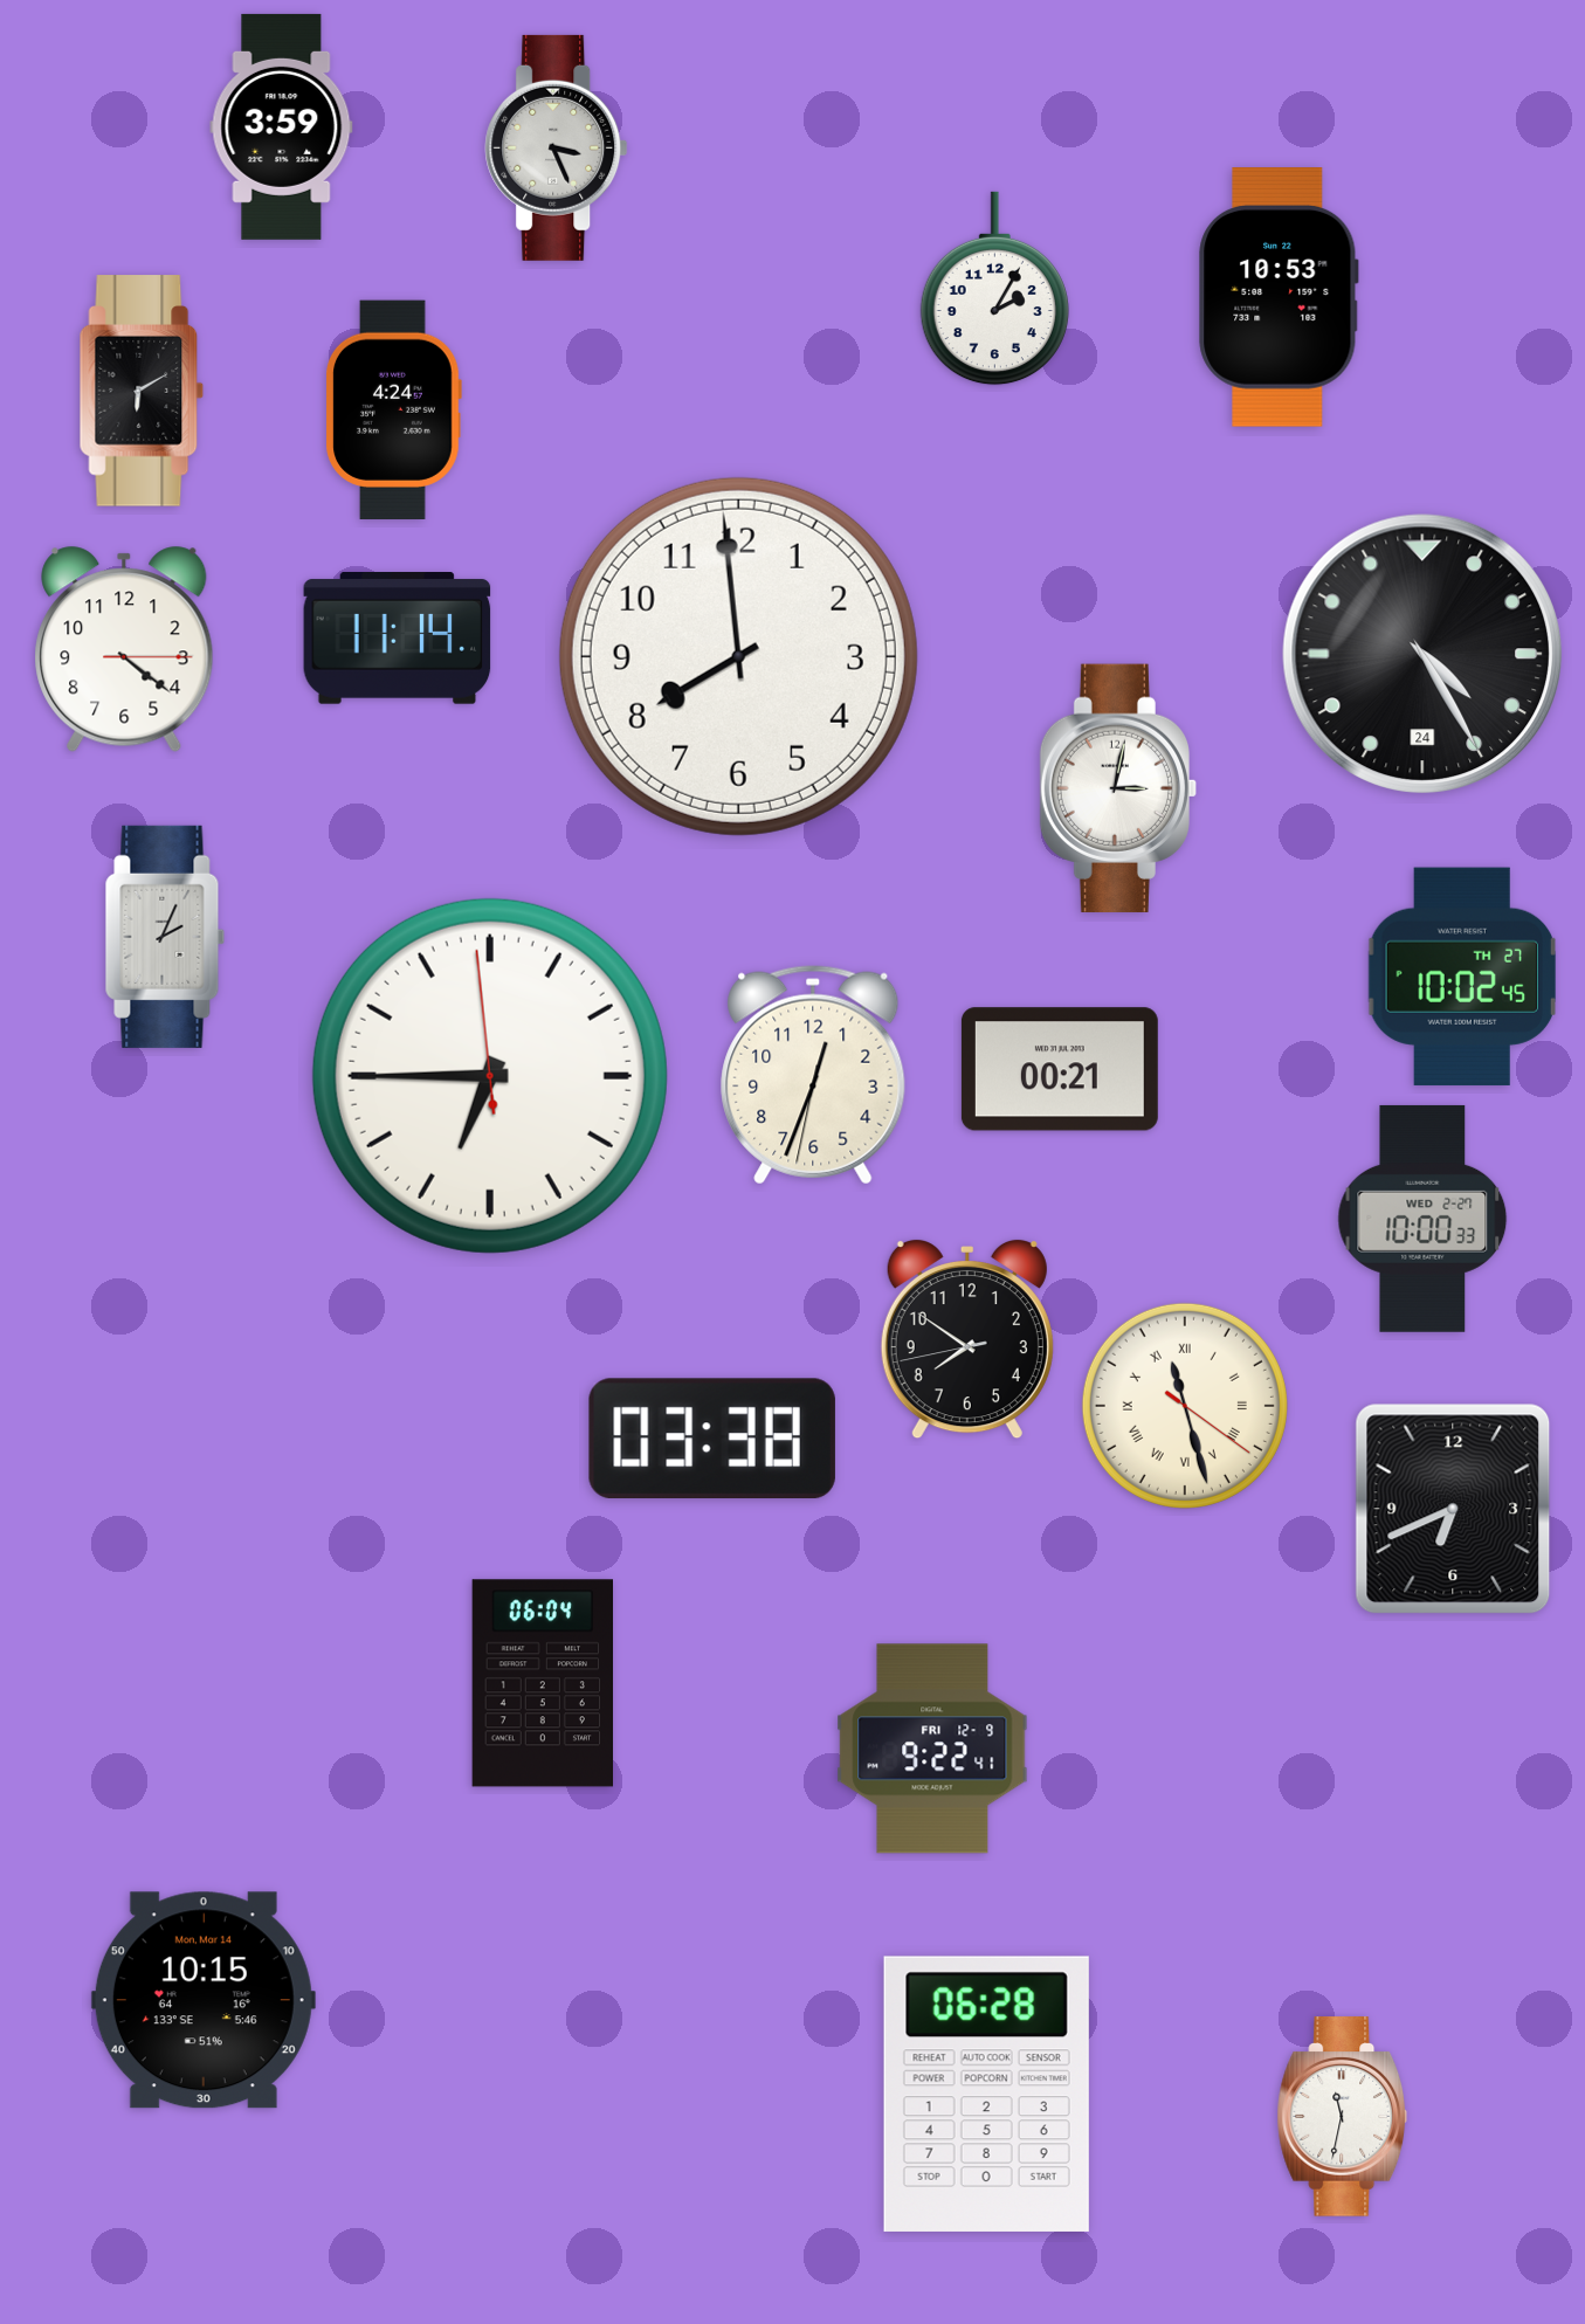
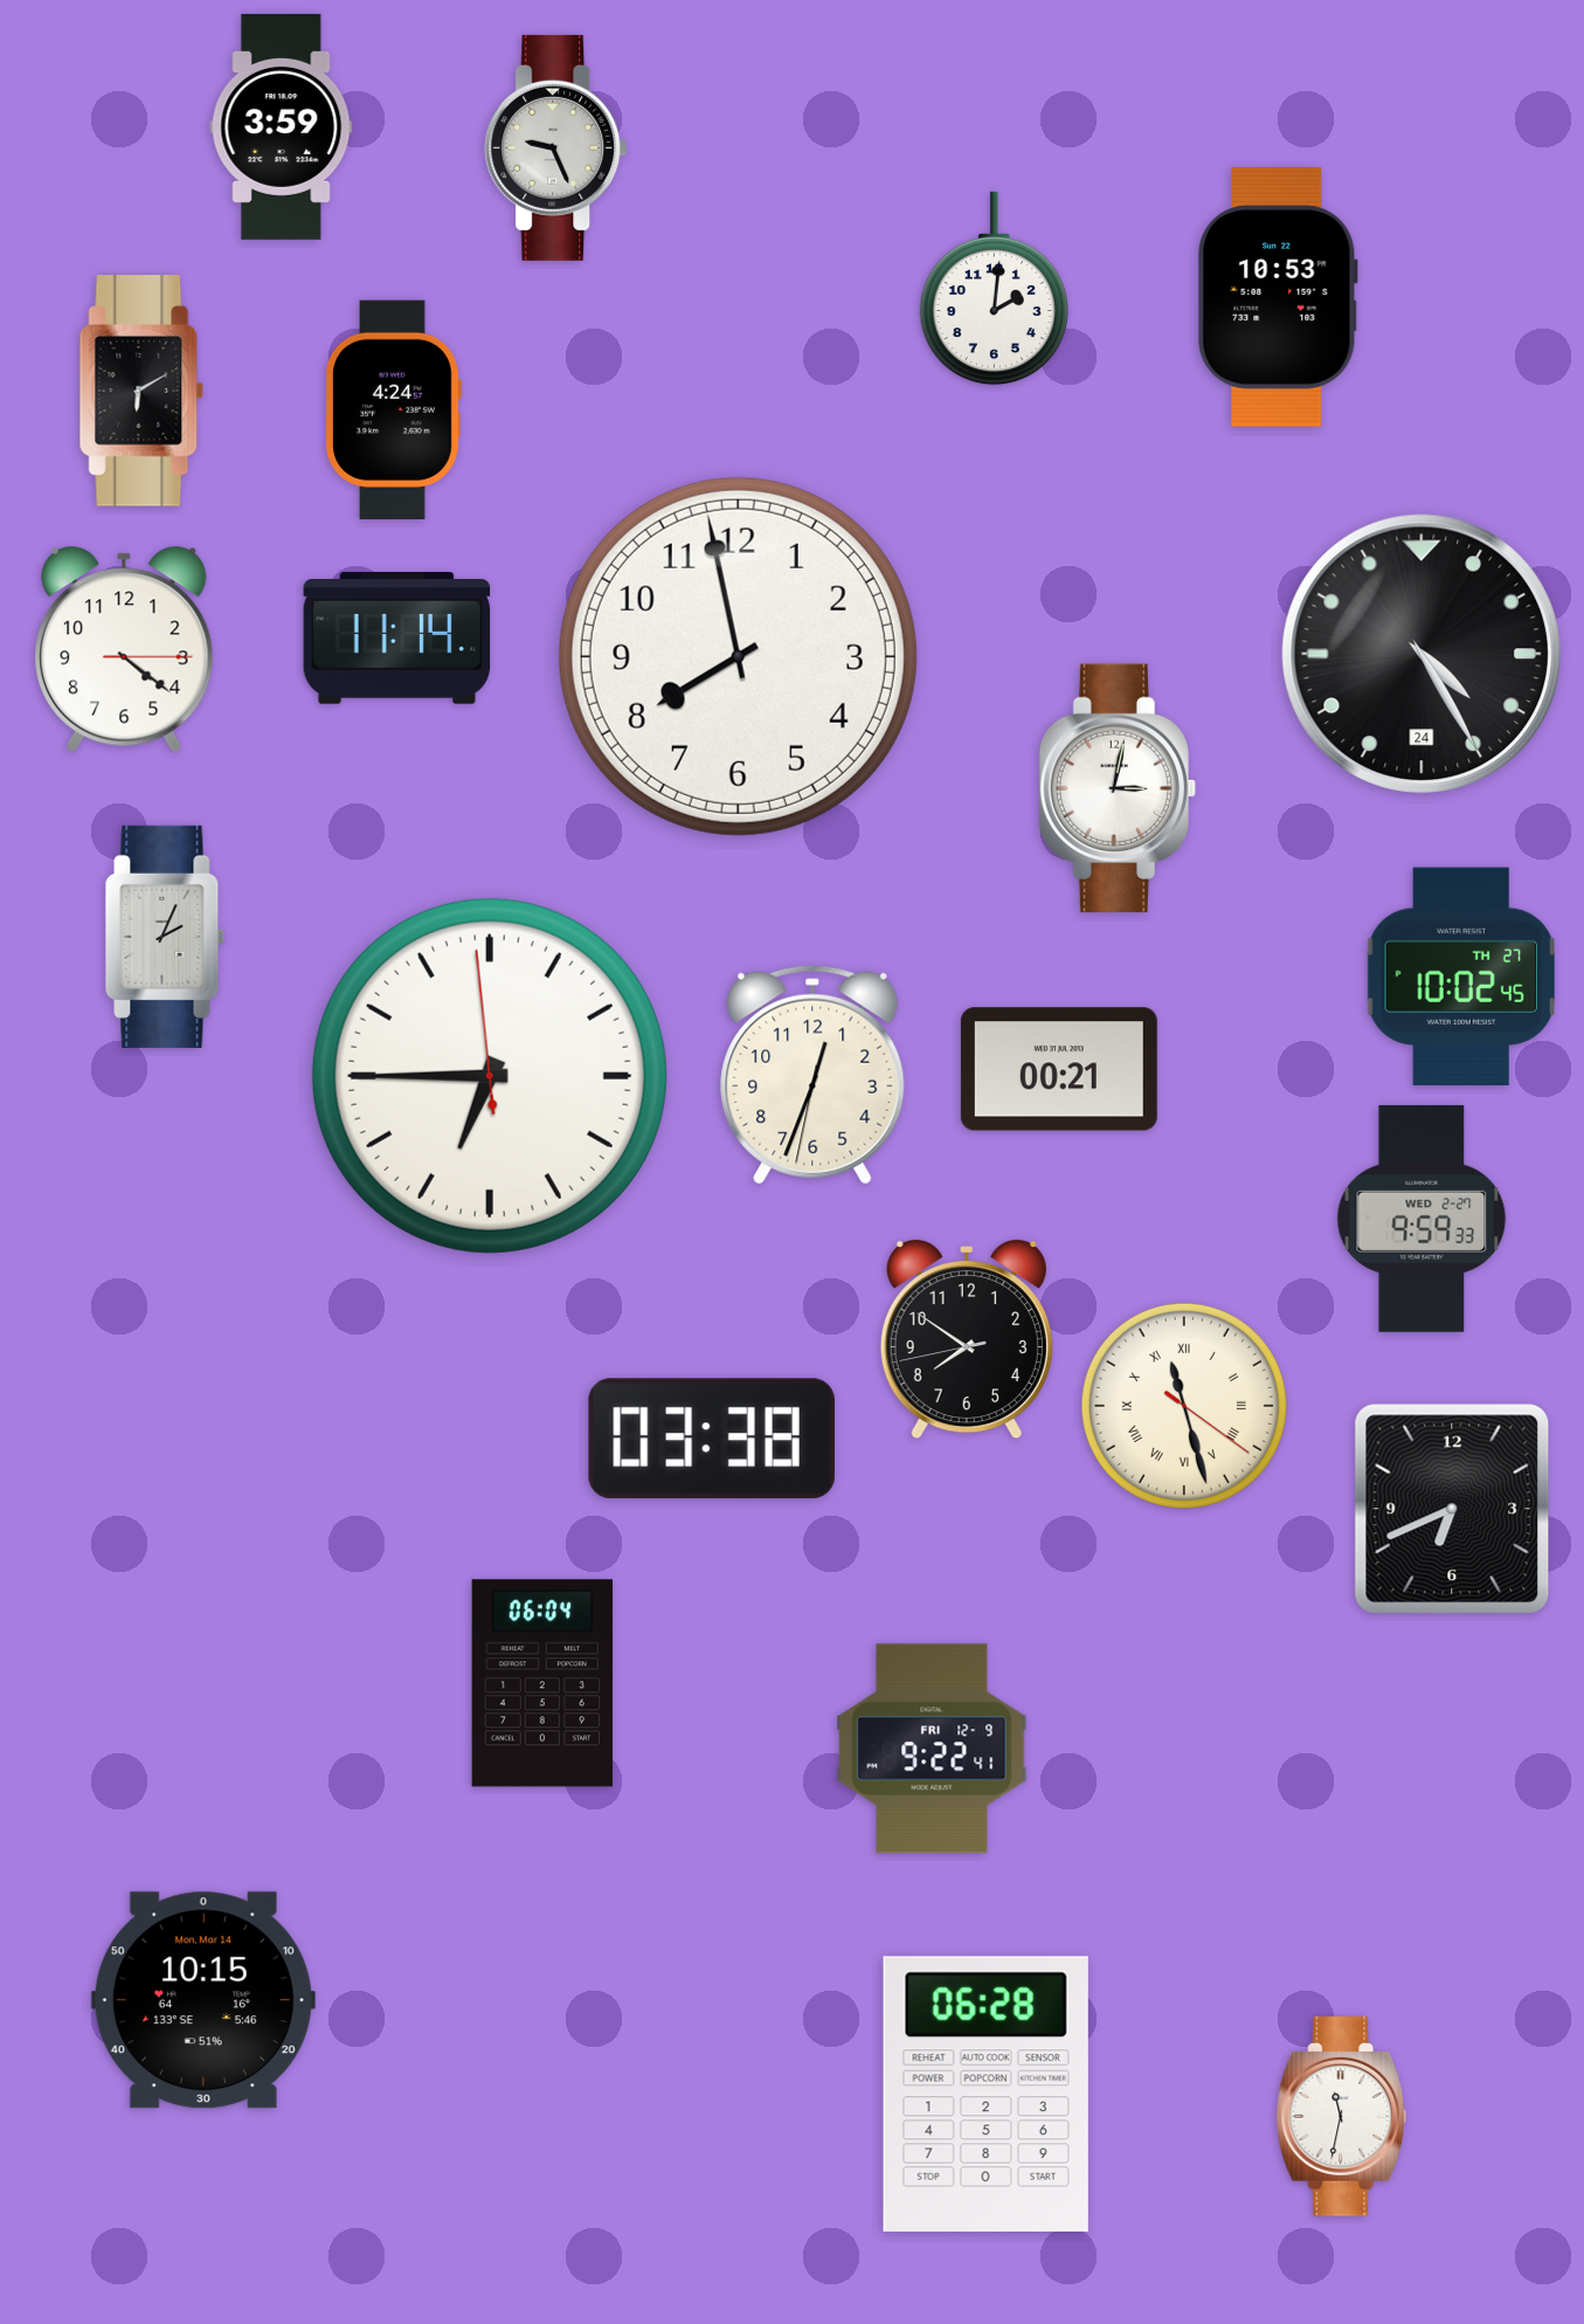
clock at (557, 147): 3:26 -> 9:26
clock at (994, 289): 2:05 -> 2:01
clock at (738, 656): 7:59 -> 7:58
clock at (1422, 1219): 10:00 -> 9:59
